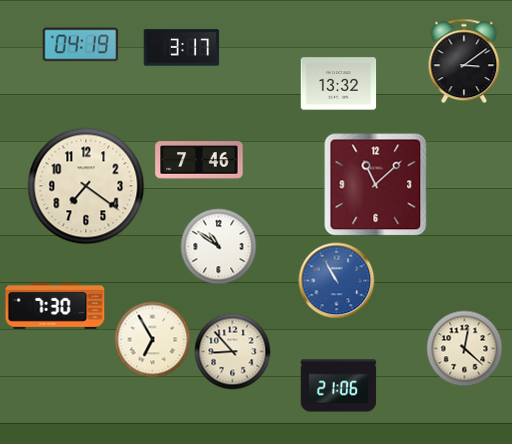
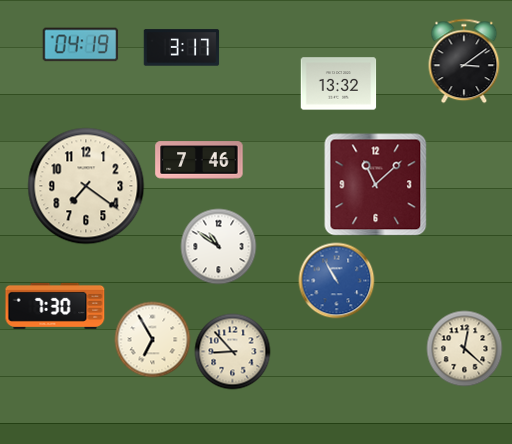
clock at (339, 386): 21:06 -> none
